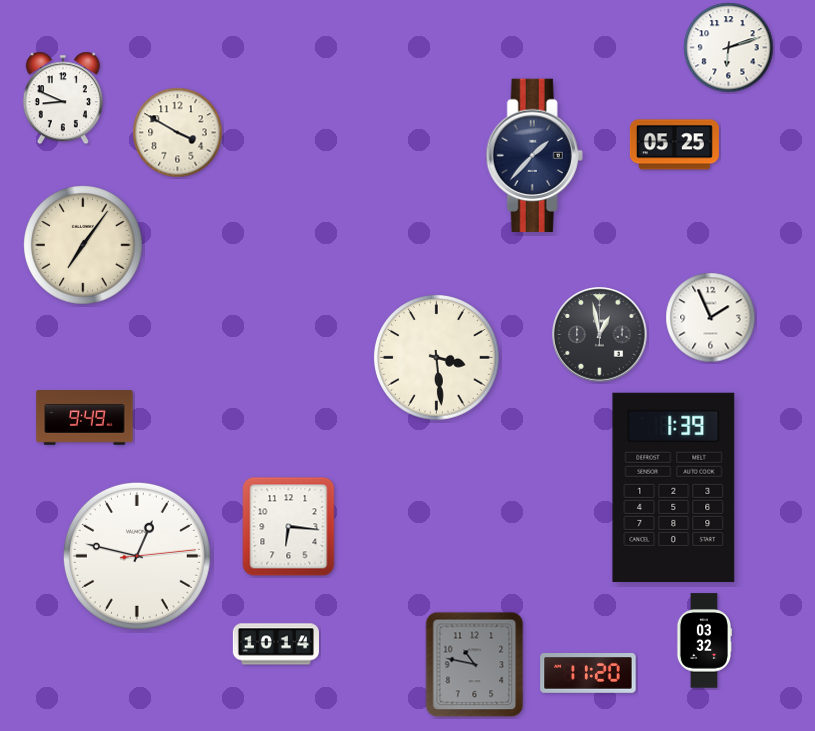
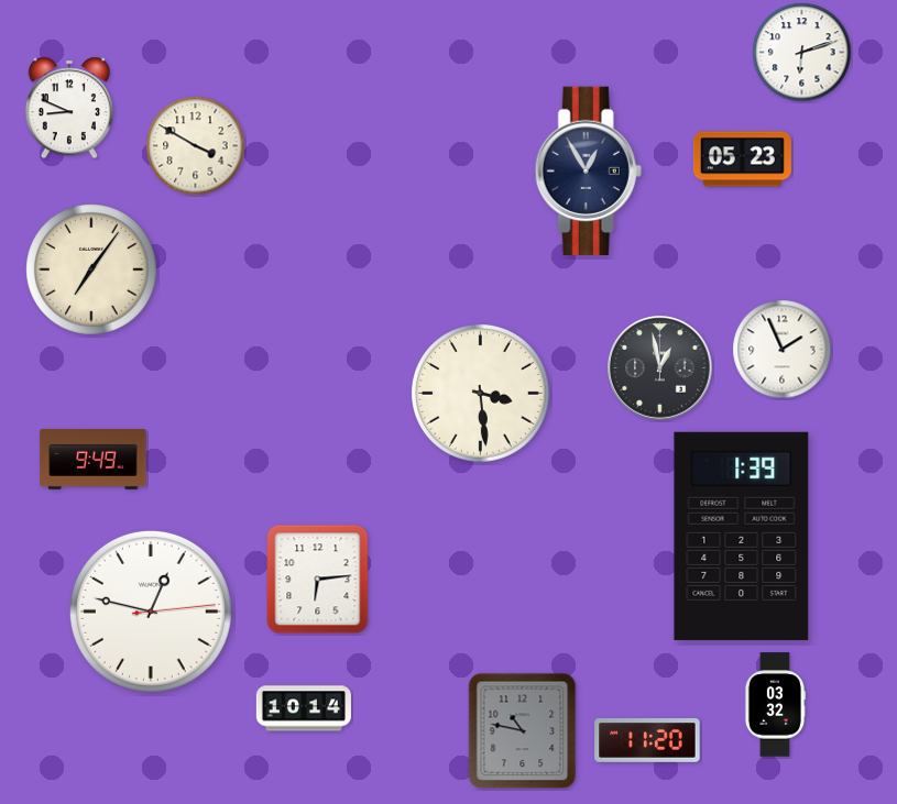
clock at (674, 145): 05:25 -> 05:23
clock at (534, 155): 1:37 -> 12:55
clock at (289, 527): 6:16 -> 6:14
